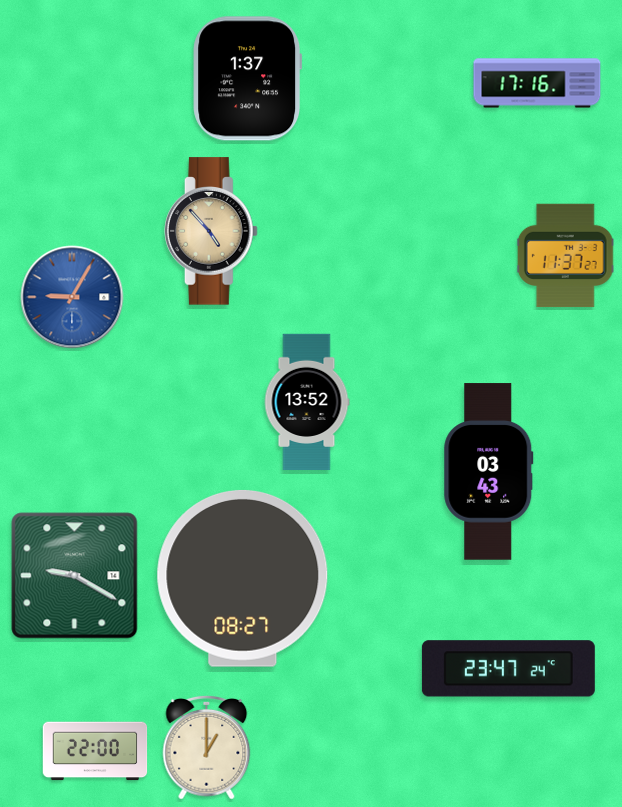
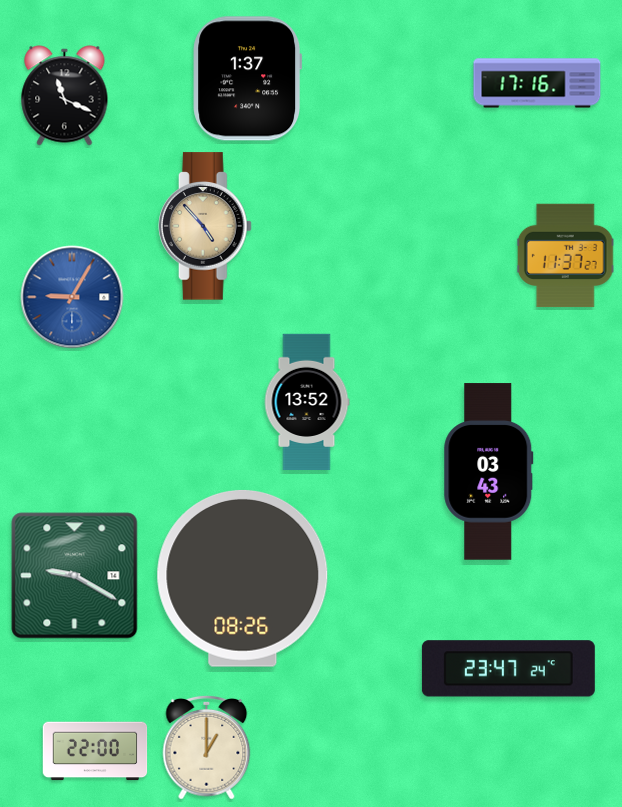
clock at (65, 96): none -> 11:19
clock at (212, 231) position: (212, 231) -> (206, 226)
clock at (243, 578): 08:27 -> 08:26
